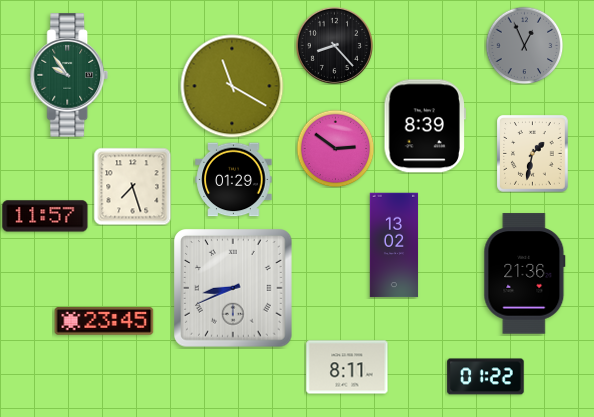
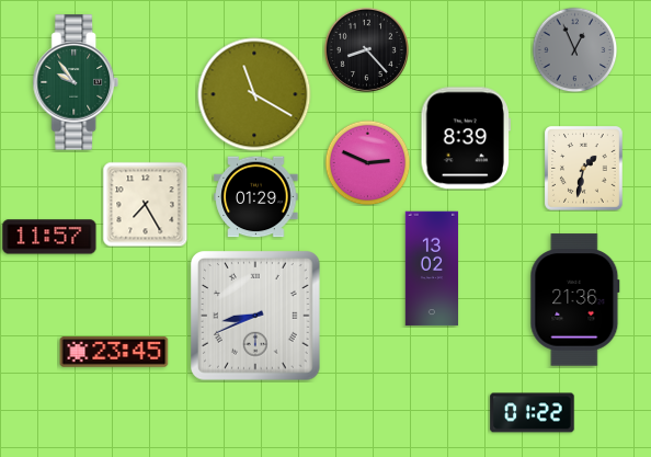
clock at (335, 148): 2:51 -> 2:49
clock at (132, 186): 7:27 -> 7:25
clock at (347, 367): 8:11 -> none
